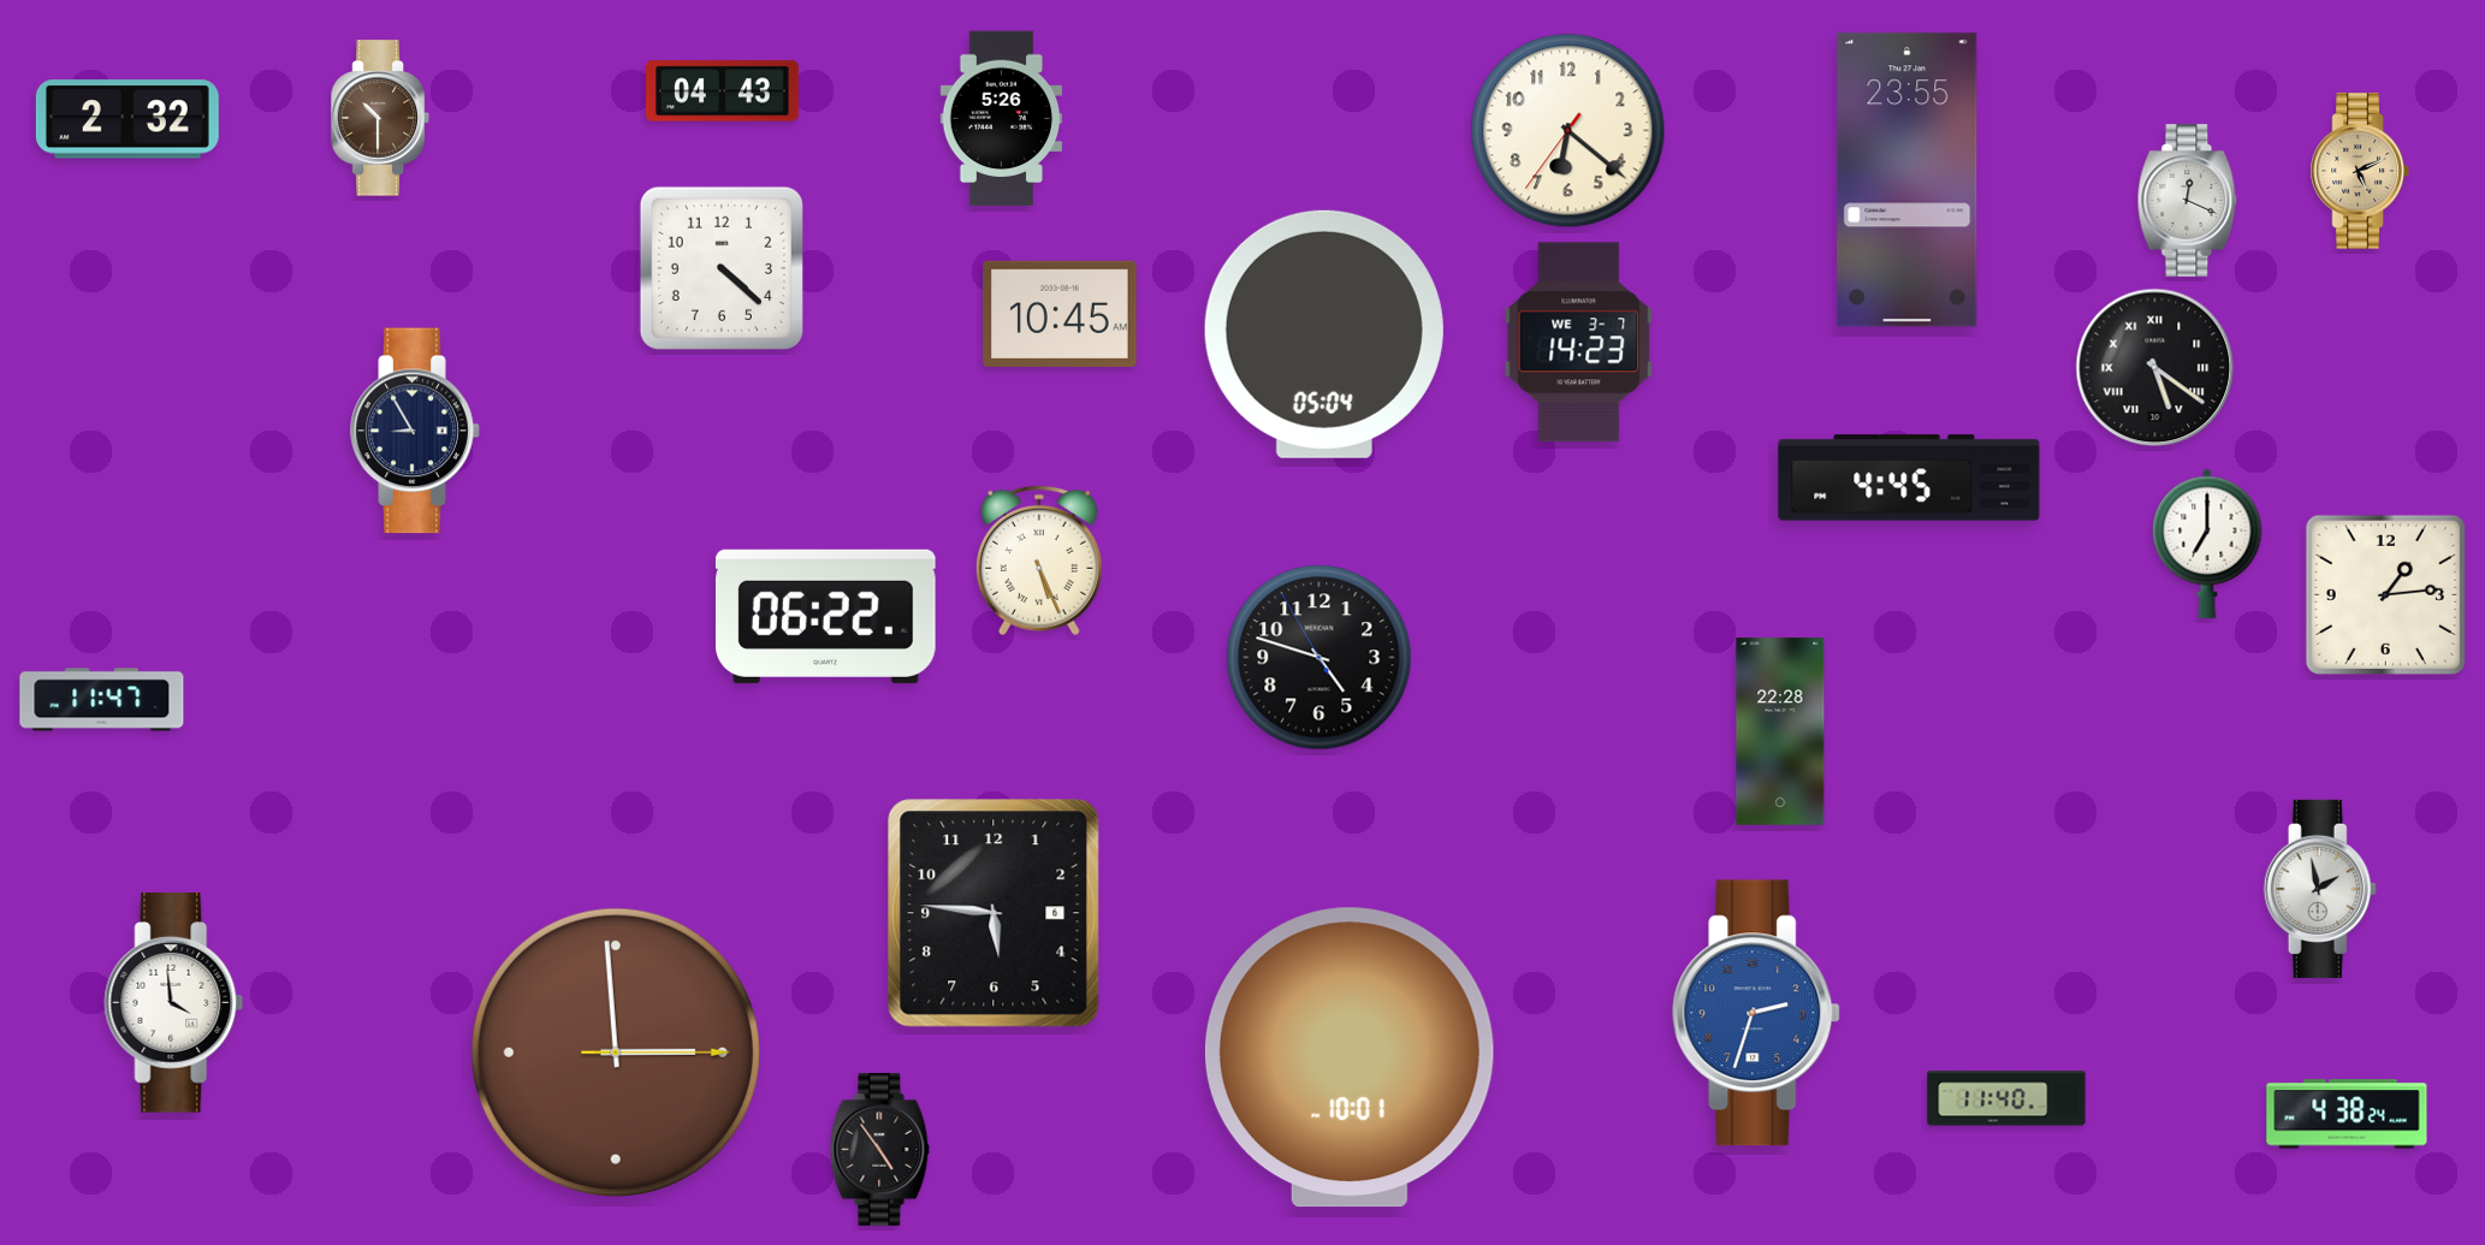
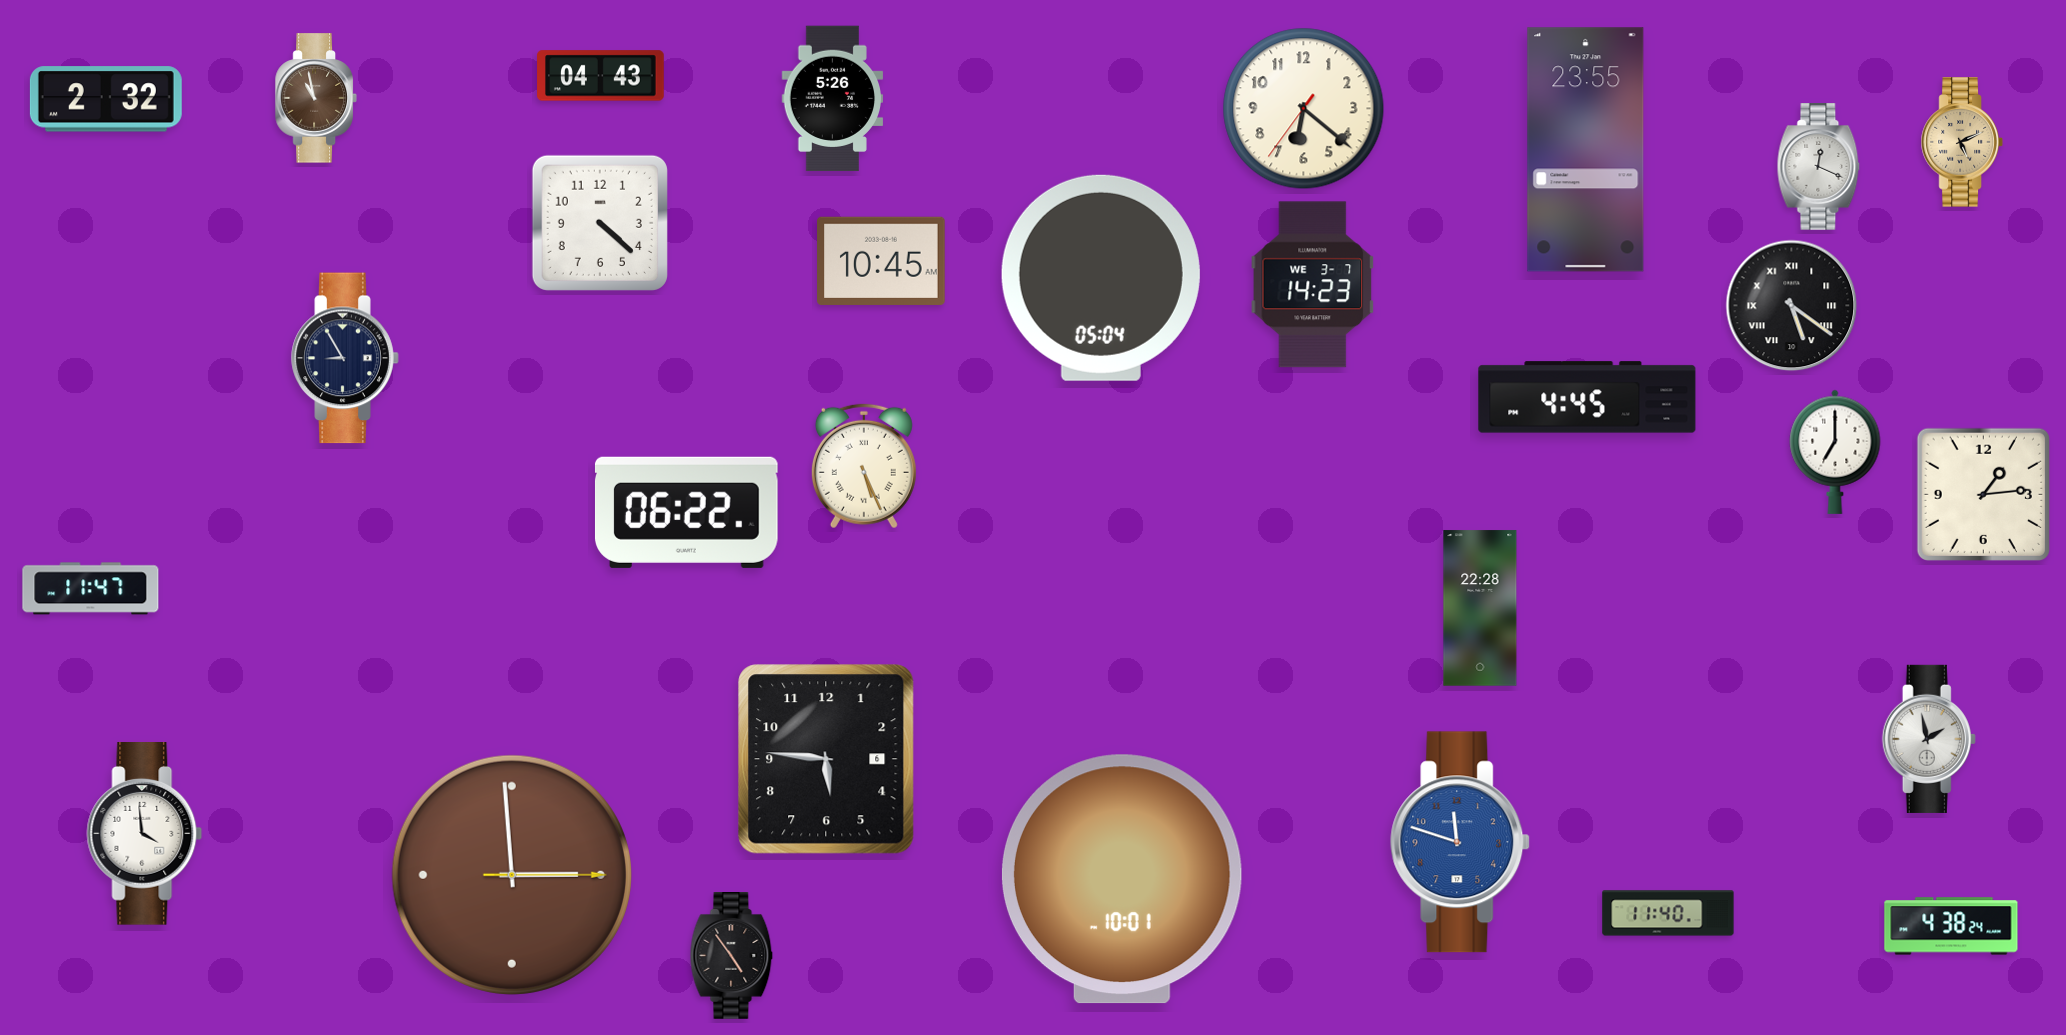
clock at (380, 118): 10:30 -> 10:58
clock at (1319, 658): 4:47 -> none
clock at (102, 700) position: (102, 700) -> (91, 589)
clock at (1757, 1013): 2:33 -> 11:48
